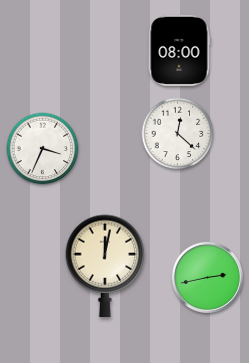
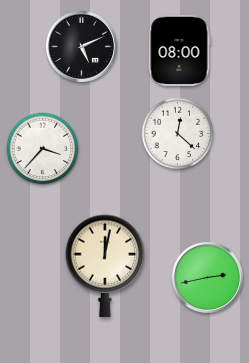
clock at (81, 46): none -> 5:11
clock at (43, 149): 3:34 -> 3:37
